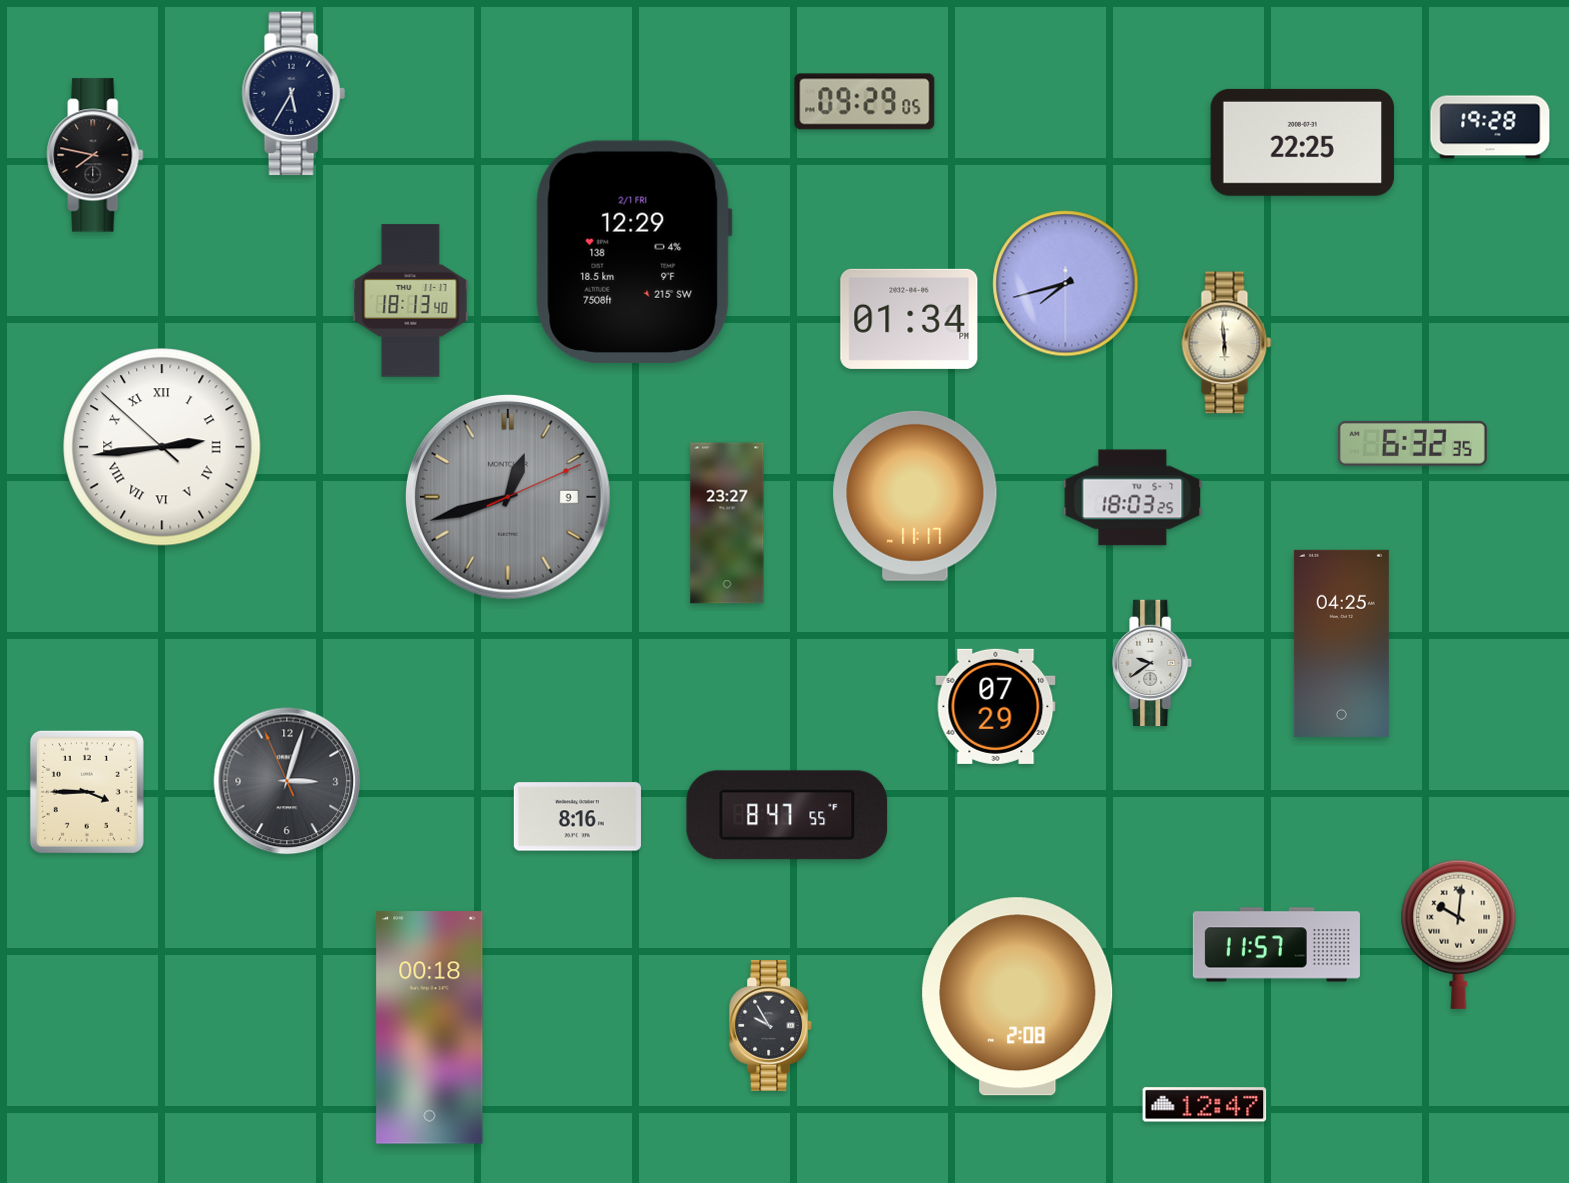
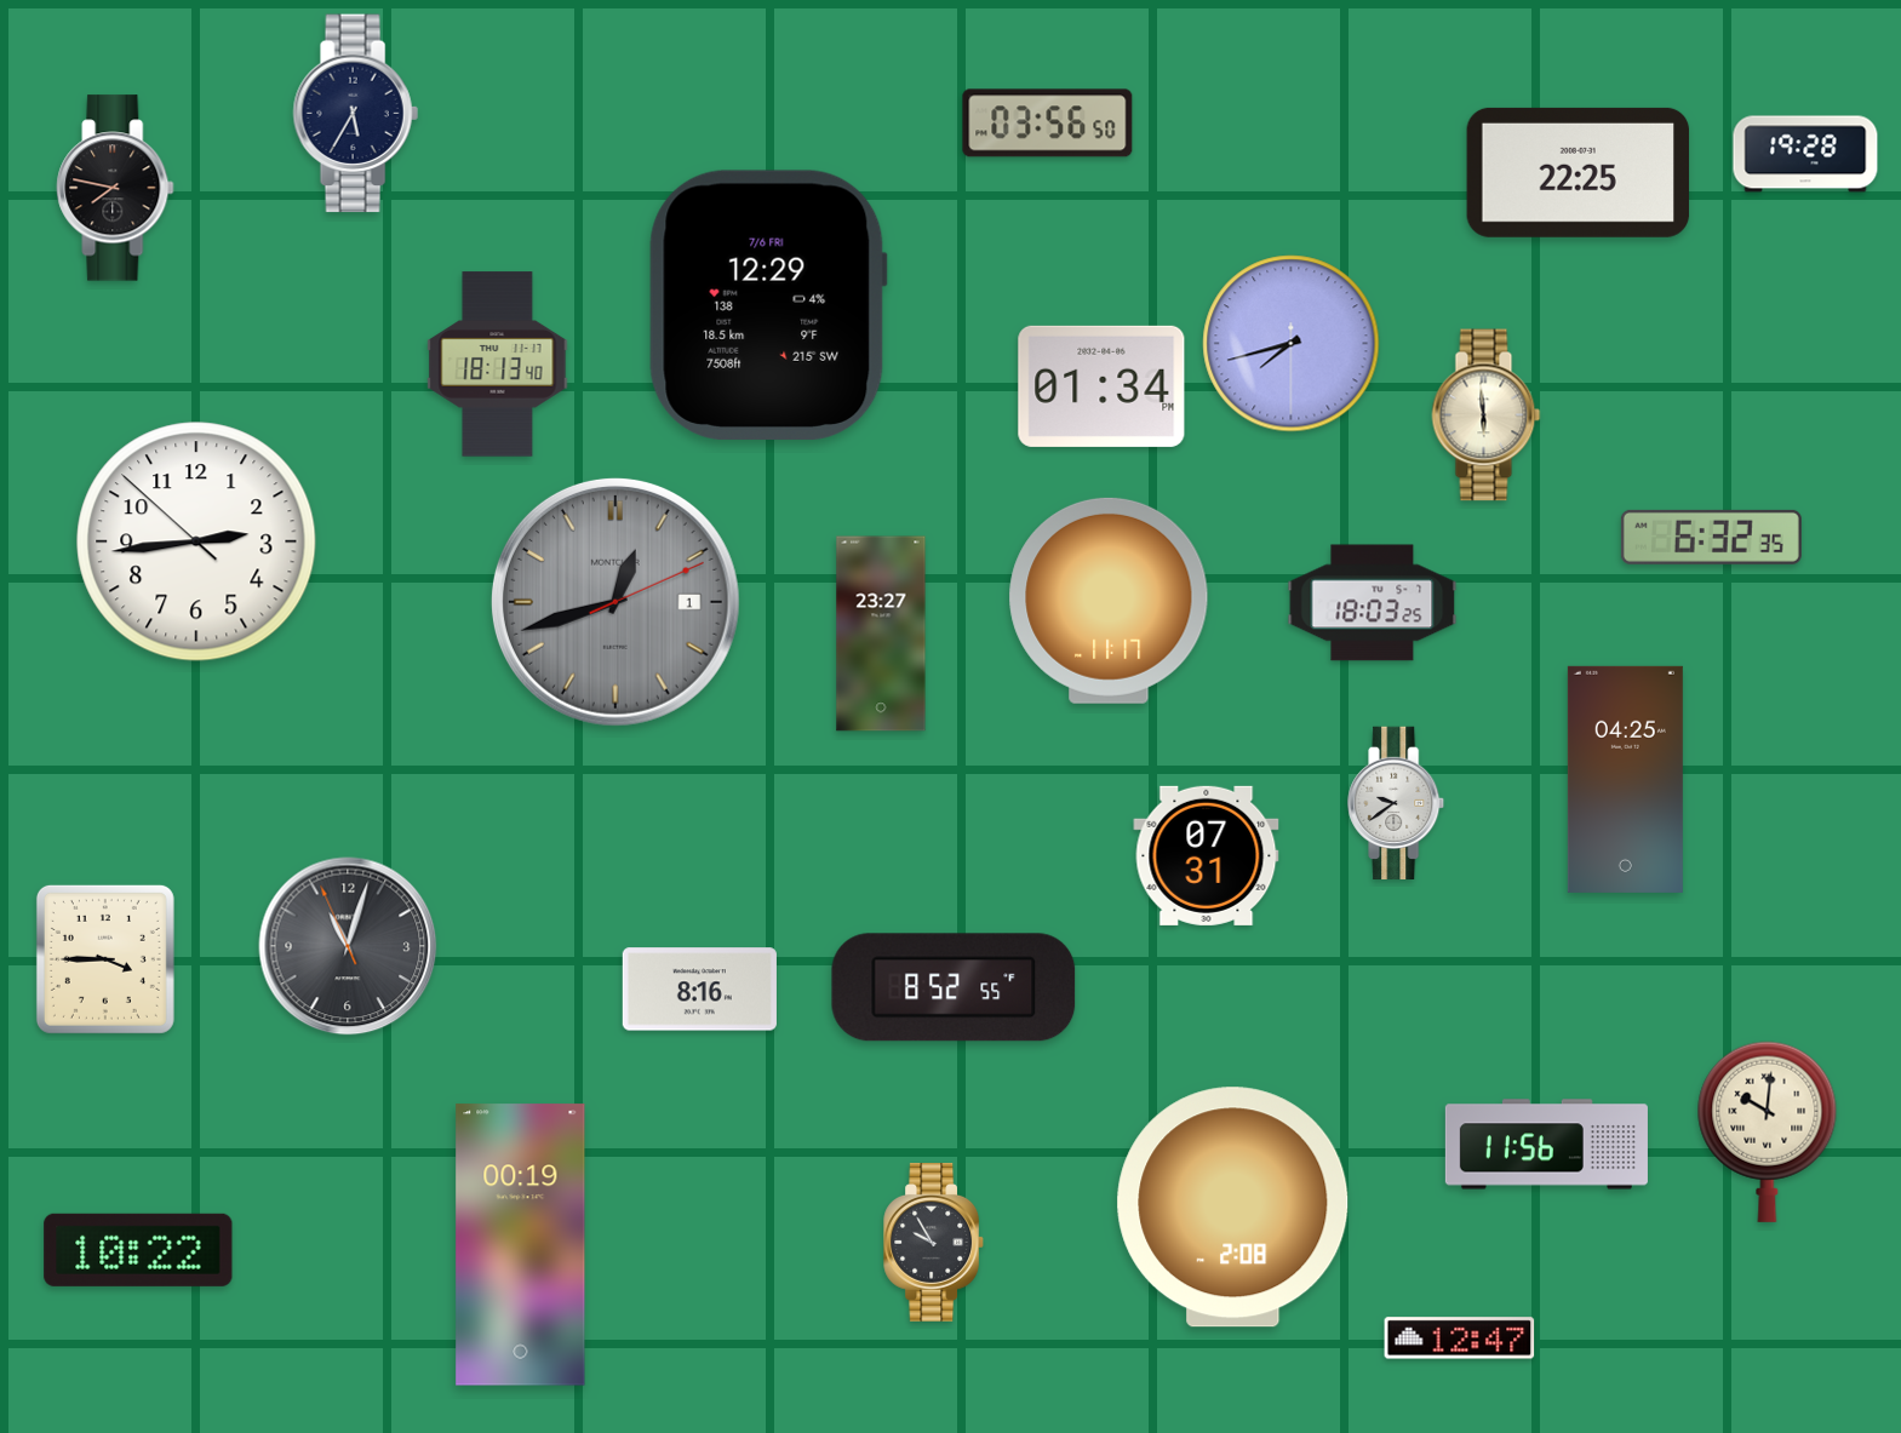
clock at (865, 102): 09:29 -> 03:56
clock at (634, 252) date: 2/1 FRI -> 7/6 FRI
clock at (162, 447) numerals: Roman -> Arabic
clock at (508, 497) date: 9 -> 1
clock at (996, 706): 07:29 -> 07:31
clock at (287, 781): 3:02 -> 11:02
clock at (787, 815): 8:47 -> 8:52
clock at (1276, 945): 11:57 -> 11:56
clock at (430, 1028): 00:18 -> 00:19
clock at (138, 1250): none -> 10:22
